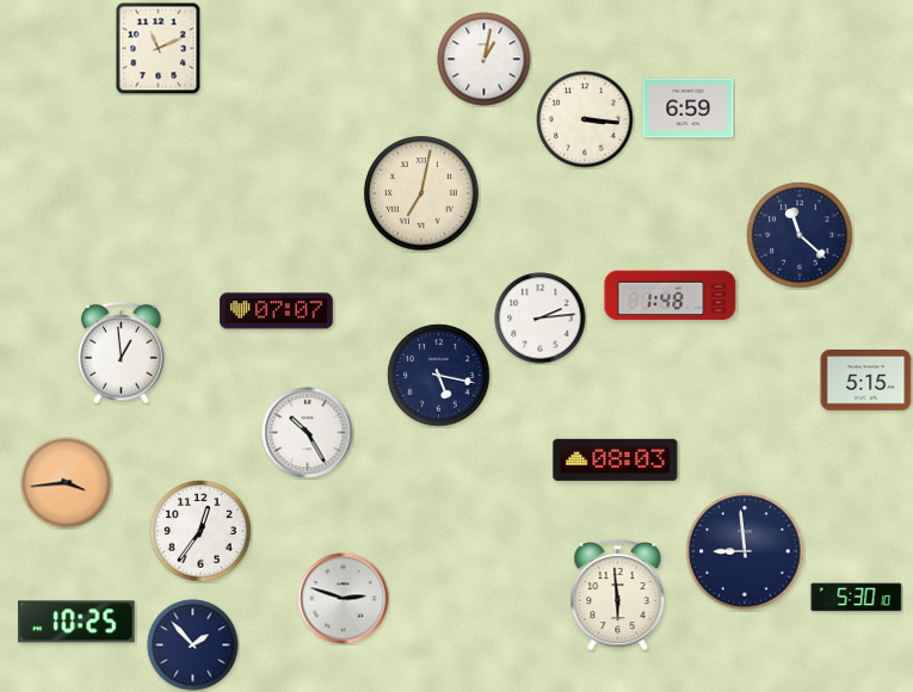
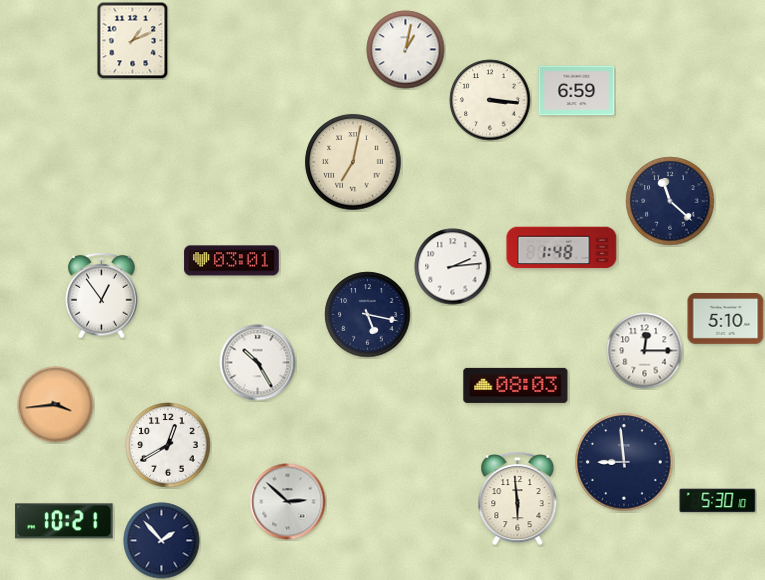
clock at (159, 48): 11:11 -> 1:11
clock at (800, 235) position: (800, 235) -> (670, 201)
clock at (277, 311): 07:07 -> 03:01
clock at (122, 352): 12:59 -> 12:54
clock at (866, 381): 5:15 -> 5:10
clock at (645, 351): none -> 12:15
clock at (201, 531): 12:36 -> 12:40
clock at (344, 599): 2:48 -> 2:52
clock at (76, 622): 10:25 -> 10:21
